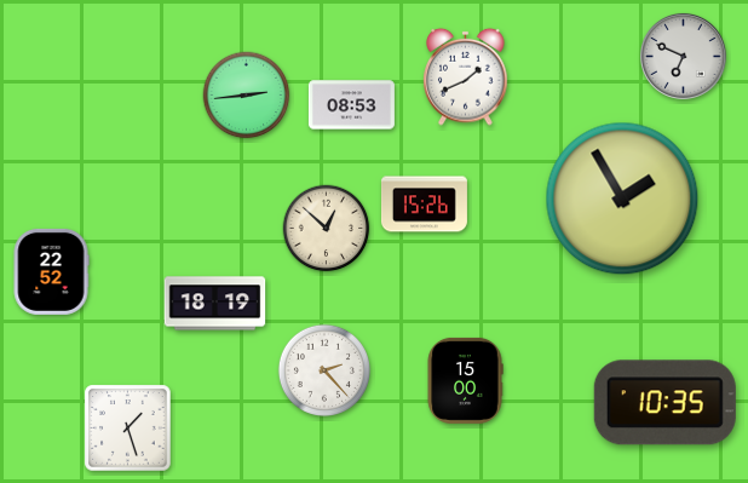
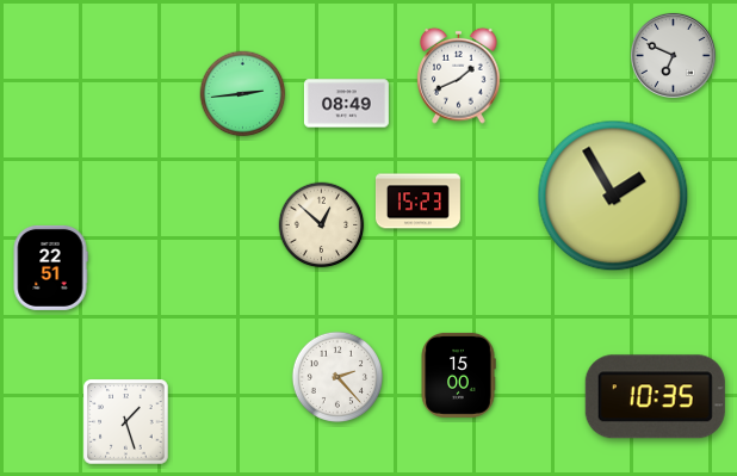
clock at (351, 105): 08:53 -> 08:49
clock at (424, 205): 15:26 -> 15:23
clock at (51, 271): 22:52 -> 22:51
clock at (215, 304): 18:19 -> none
clock at (324, 370) position: (324, 370) -> (337, 377)
